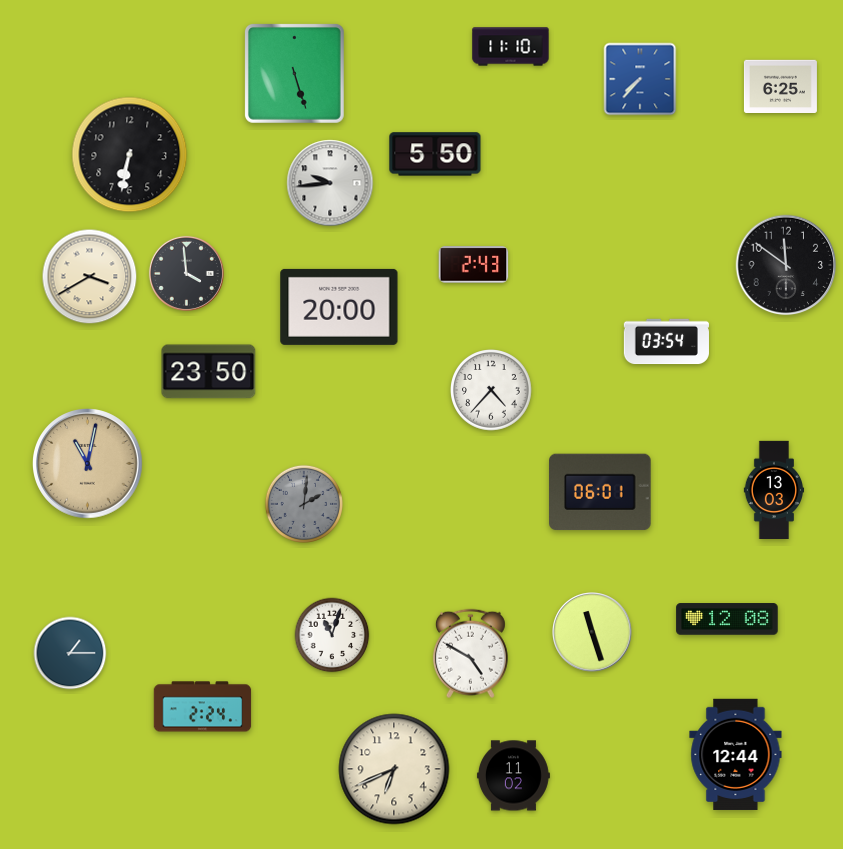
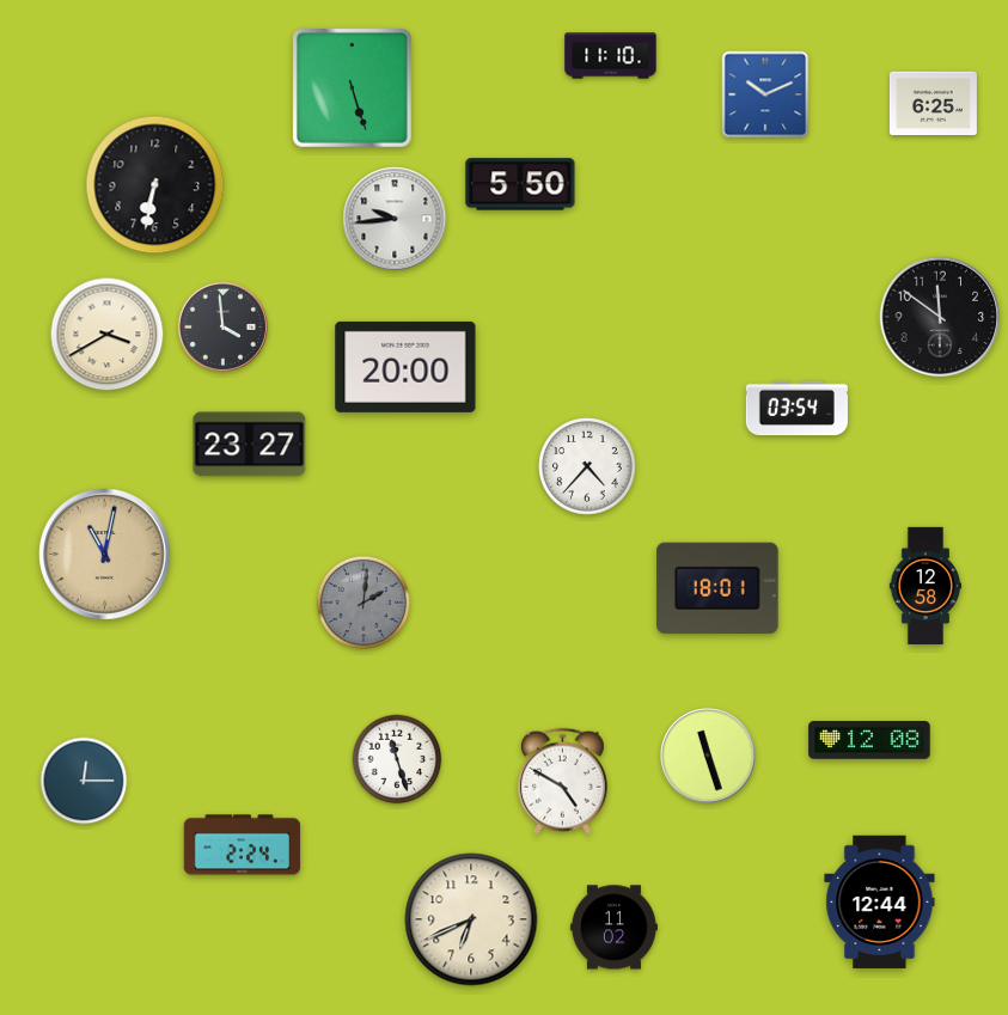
clock at (640, 79): 7:37 -> 10:11
clock at (474, 265): 2:43 -> none
clock at (90, 277) position: (90, 277) -> (108, 335)
clock at (209, 372): 23:50 -> 23:27
clock at (774, 489): 13:03 -> 12:58
clock at (600, 492): 06:01 -> 18:01
clock at (332, 635): 11:03 -> 11:27
clock at (70, 653): 1:15 -> 12:15
